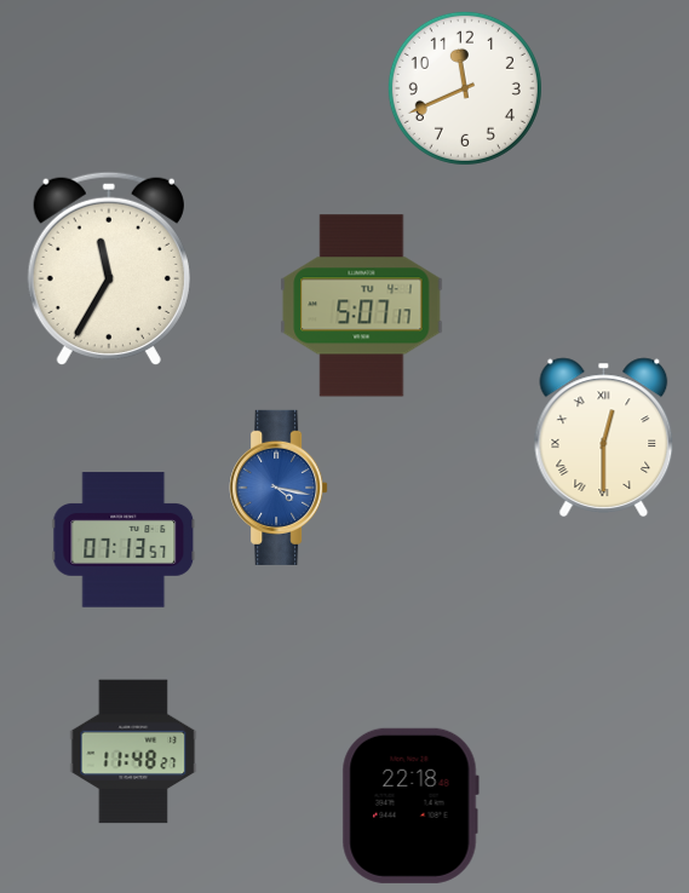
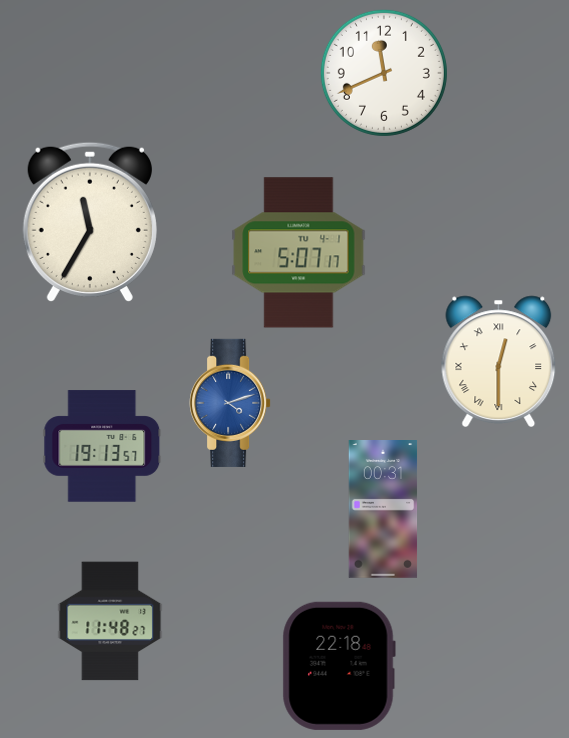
clock at (279, 488): 4:17 -> 4:12
clock at (124, 540): 07:13 -> 19:13
clock at (383, 510): none -> 00:31
